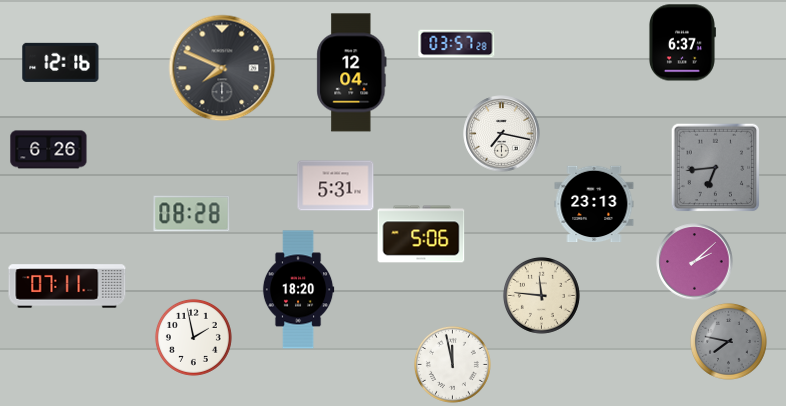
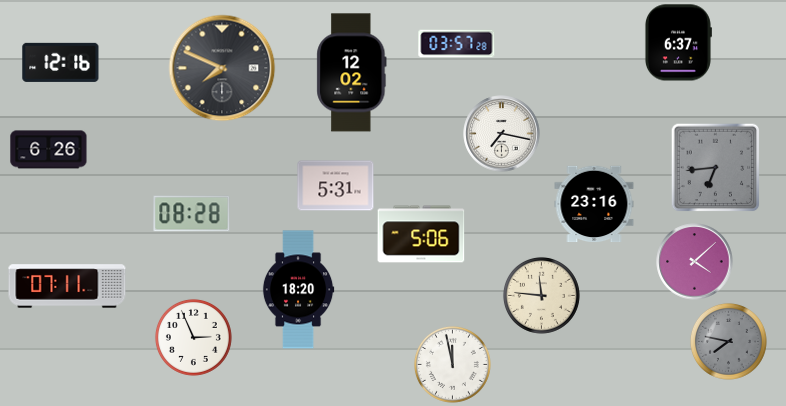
clock at (682, 43) position: (682, 43) -> (678, 43)
clock at (352, 73): 12:04 -> 12:02
clock at (594, 204): 23:13 -> 23:16
clock at (695, 262): 2:08 -> 4:08
clock at (193, 337): 1:58 -> 2:56
